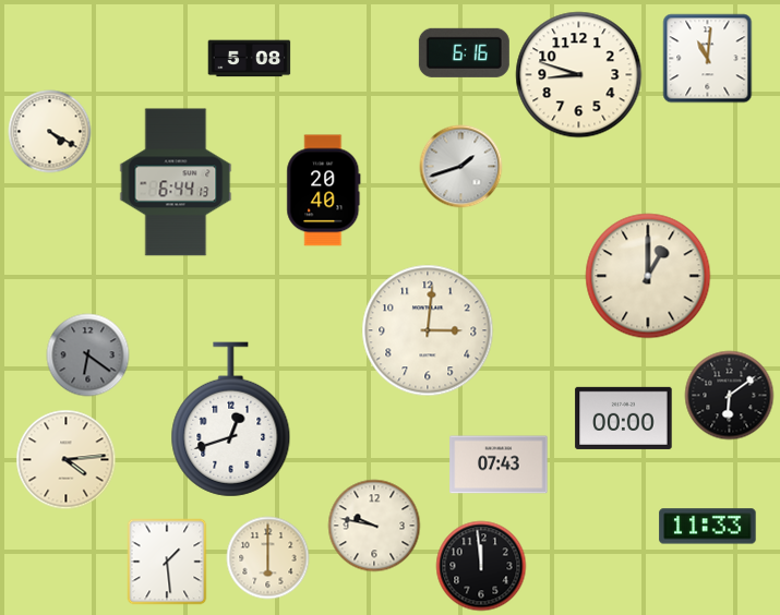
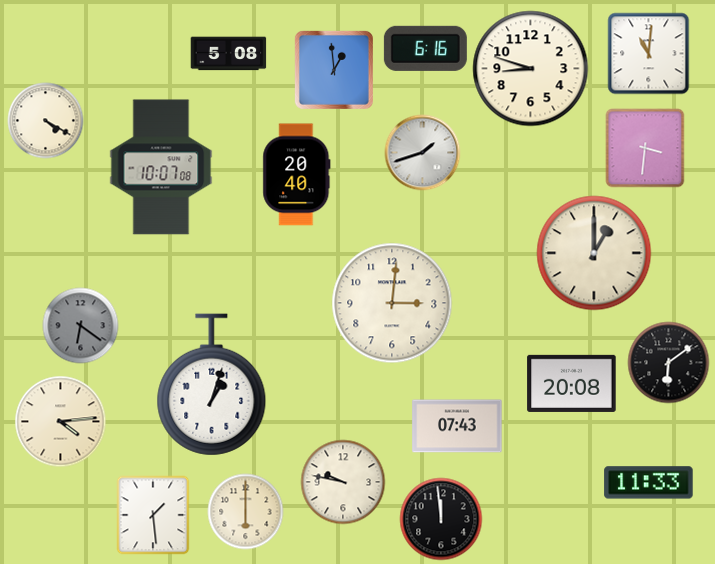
clock at (334, 70): none -> 12:59
clock at (645, 148): none -> 3:31
clock at (176, 182): 6:44 -> 10:07
clock at (624, 418): 00:00 -> 20:08
clock at (231, 420): 12:42 -> 1:03
